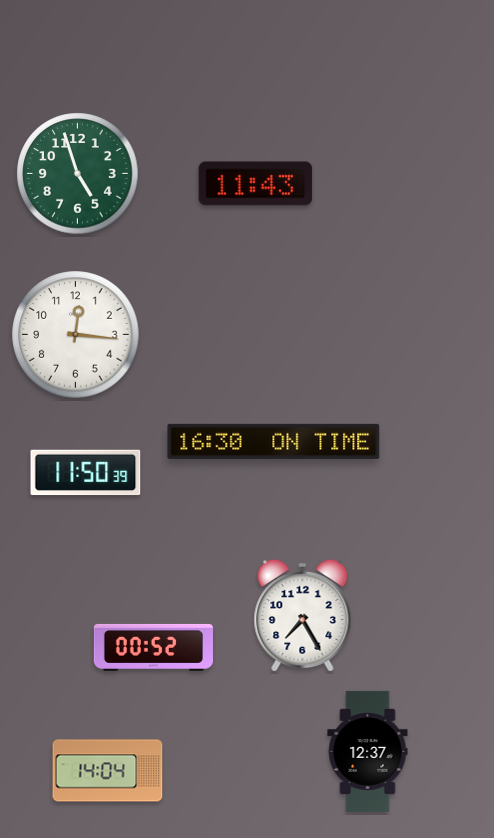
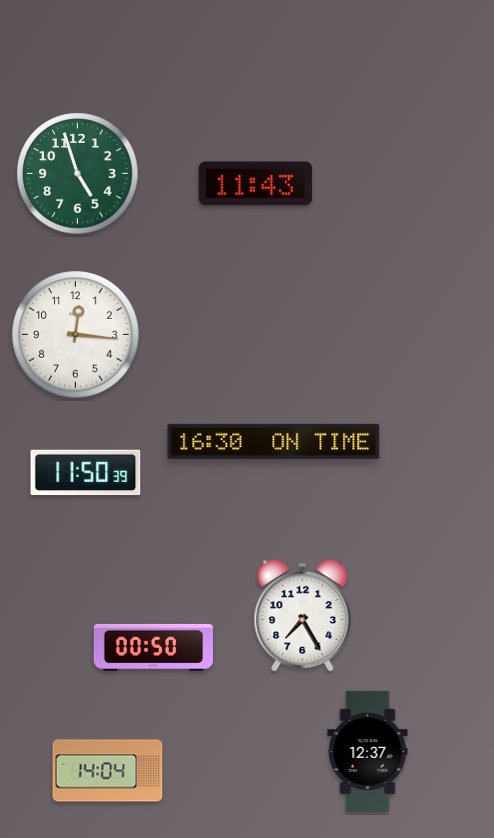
clock at (153, 647): 00:52 -> 00:50
